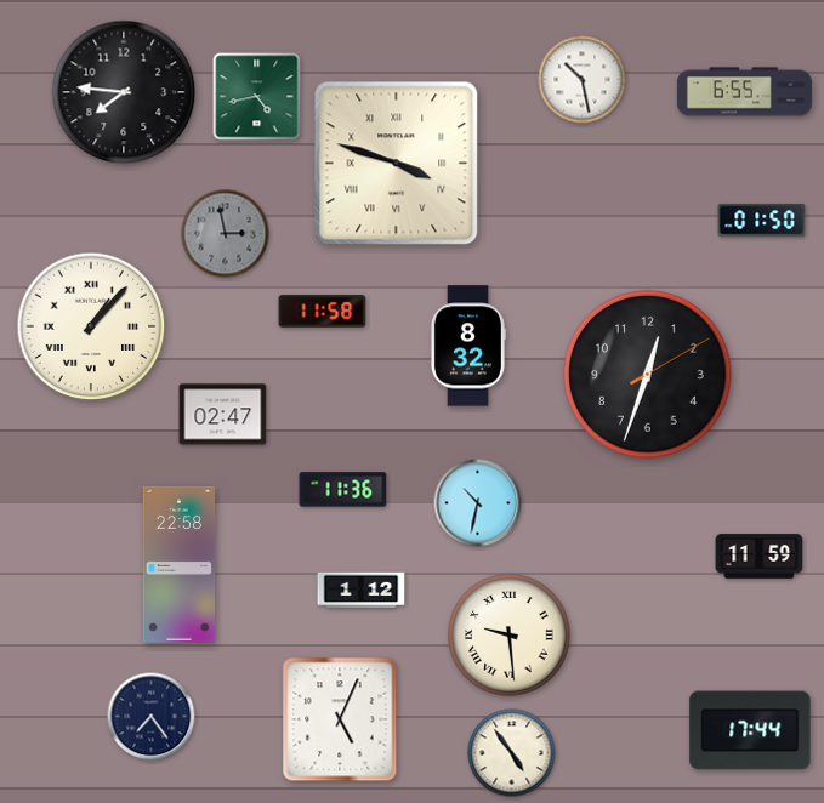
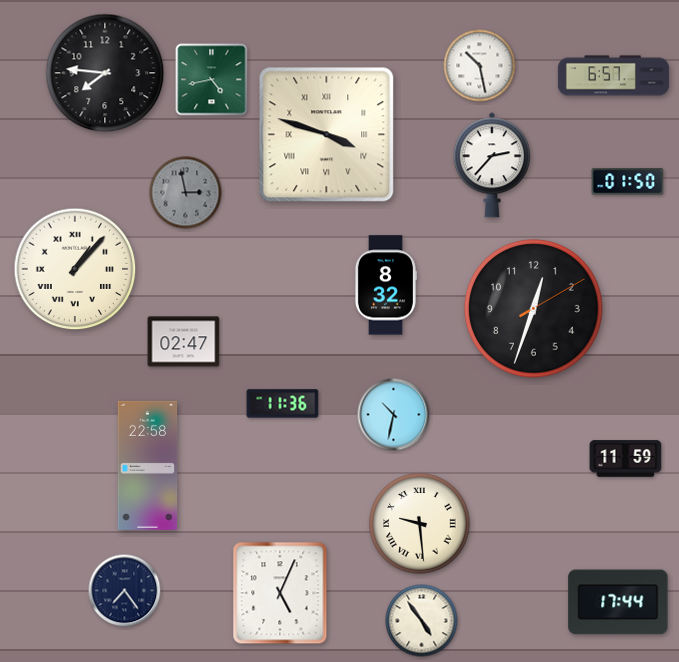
clock at (124, 92) position: (124, 92) -> (105, 73)
clock at (744, 92): 6:55 -> 6:57
clock at (492, 165): none -> 2:37
clock at (323, 312): 11:58 -> none
clock at (362, 591): 1:12 -> none
